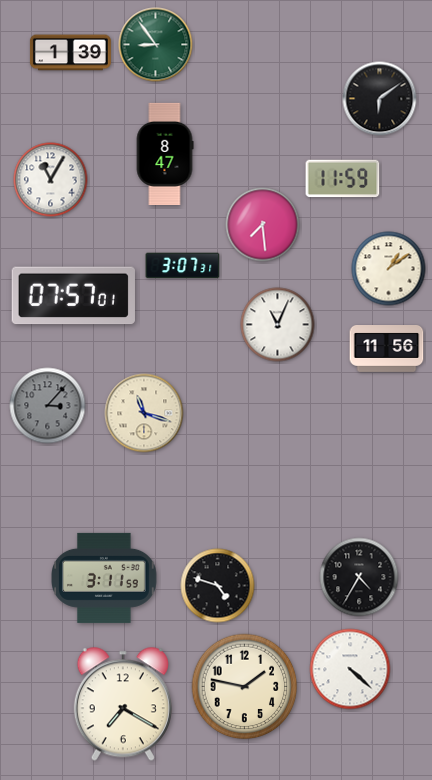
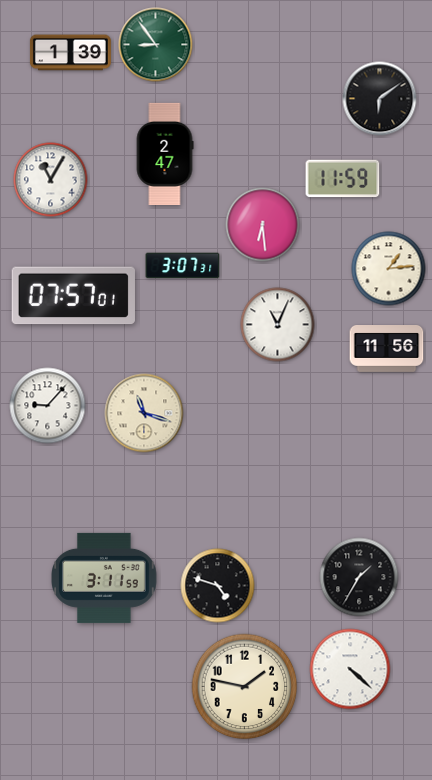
clock at (165, 154): 8:47 -> 2:47
clock at (263, 225): 7:29 -> 6:29
clock at (389, 269): 1:09 -> 1:14
clock at (48, 406): 3:07 -> 9:07
clock at (48, 406) dial: grey -> white
clock at (359, 577): 4:35 -> 1:35
clock at (123, 704): 7:20 -> none
